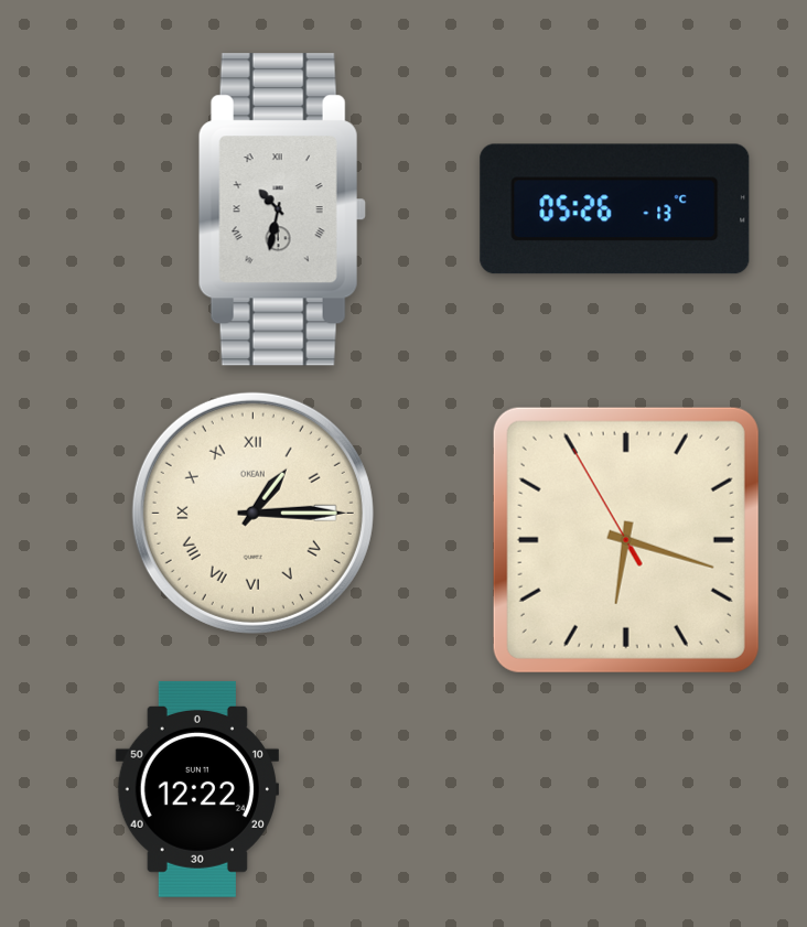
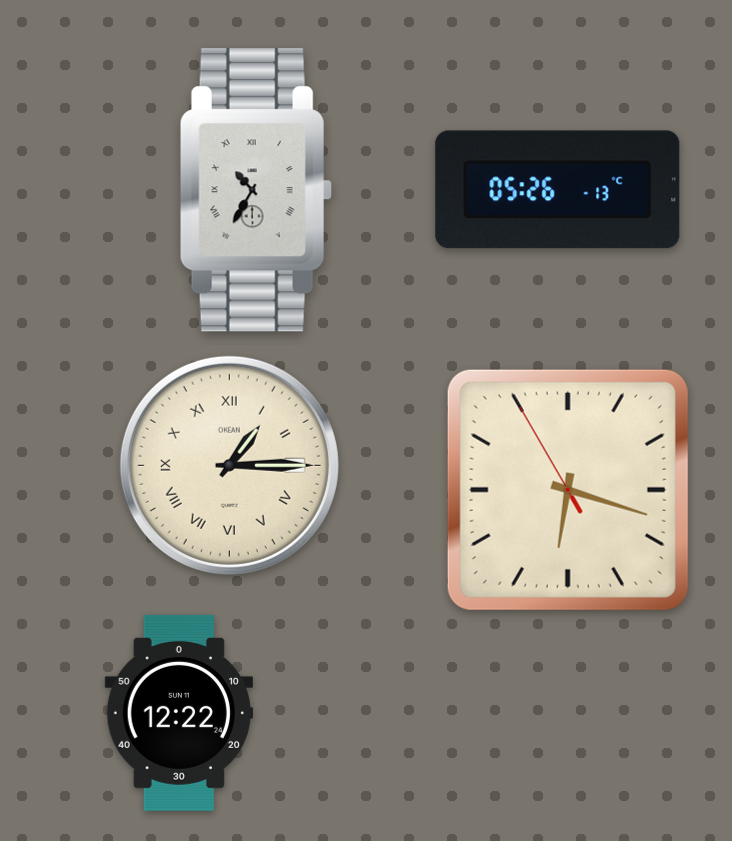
clock at (282, 209): 10:32 -> 10:35
clock at (197, 789) position: (197, 789) -> (179, 713)
